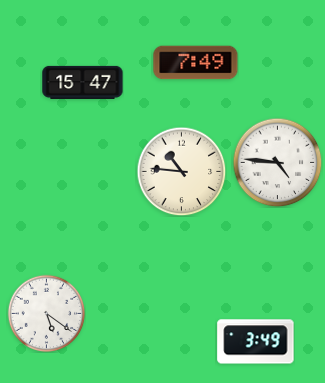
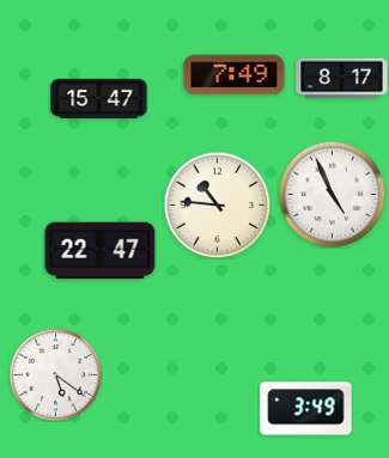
clock at (342, 79): none -> 8:17
clock at (277, 162): 4:46 -> 4:56
clock at (101, 251): none -> 22:47
